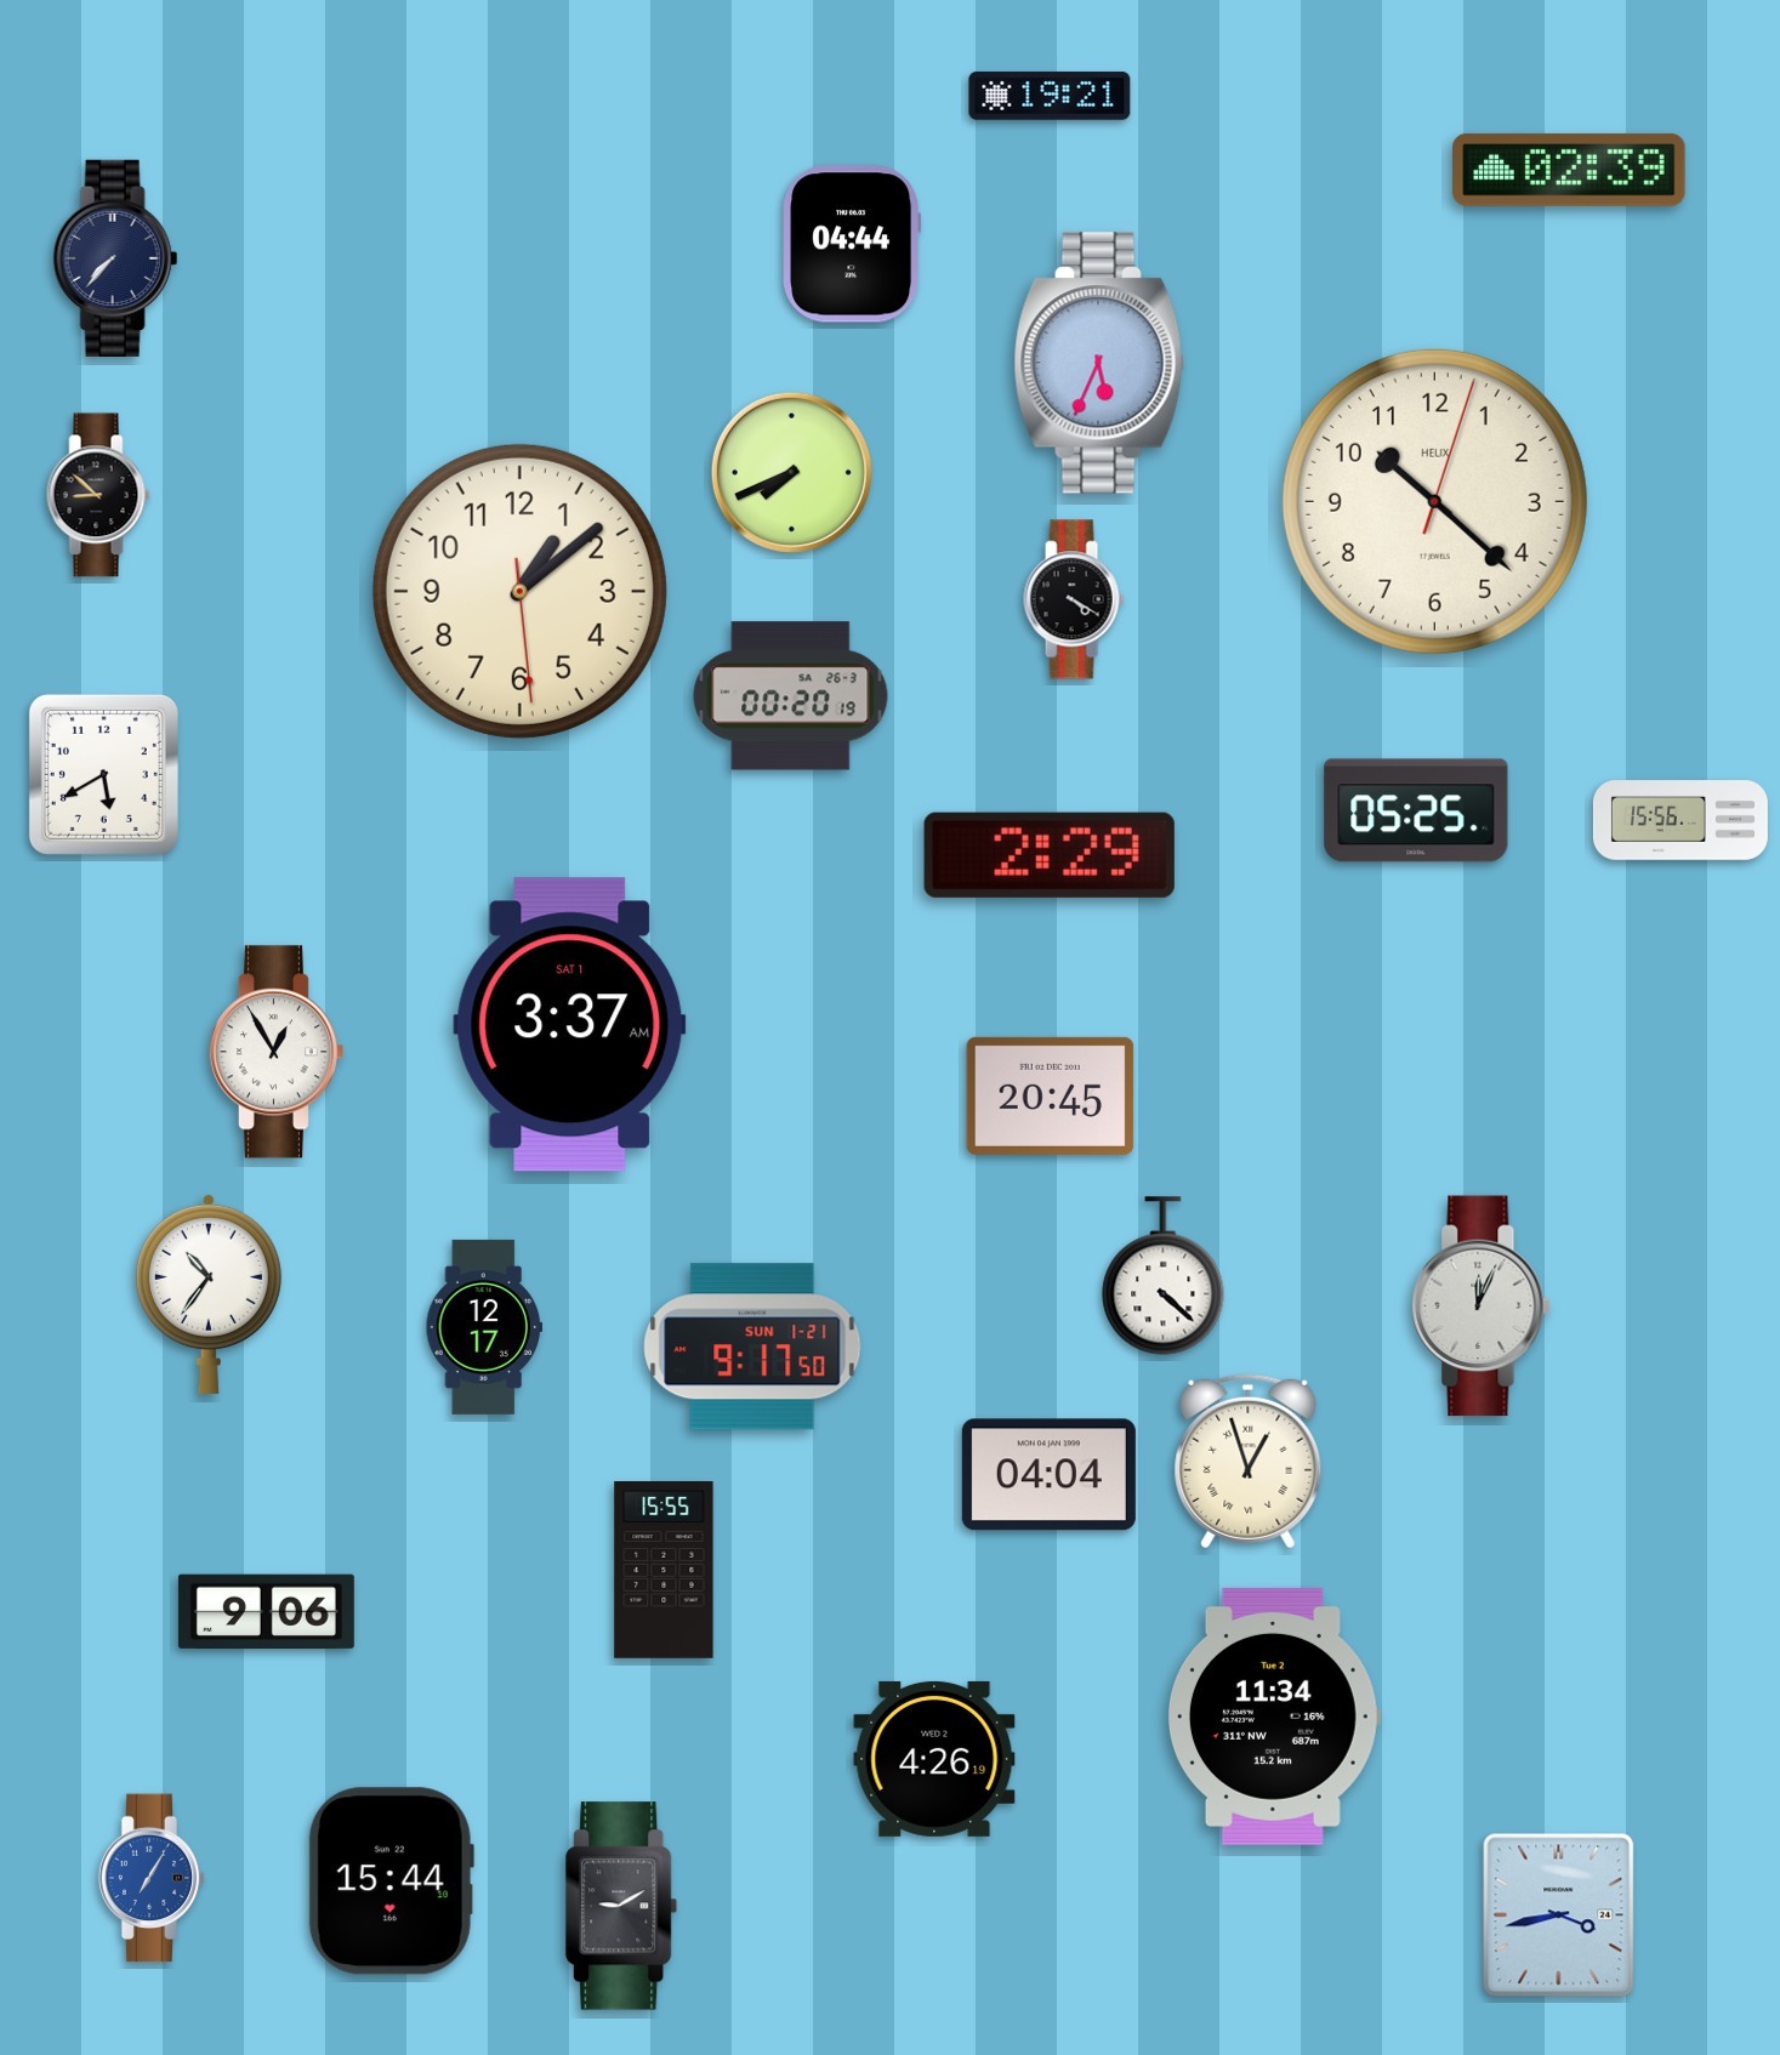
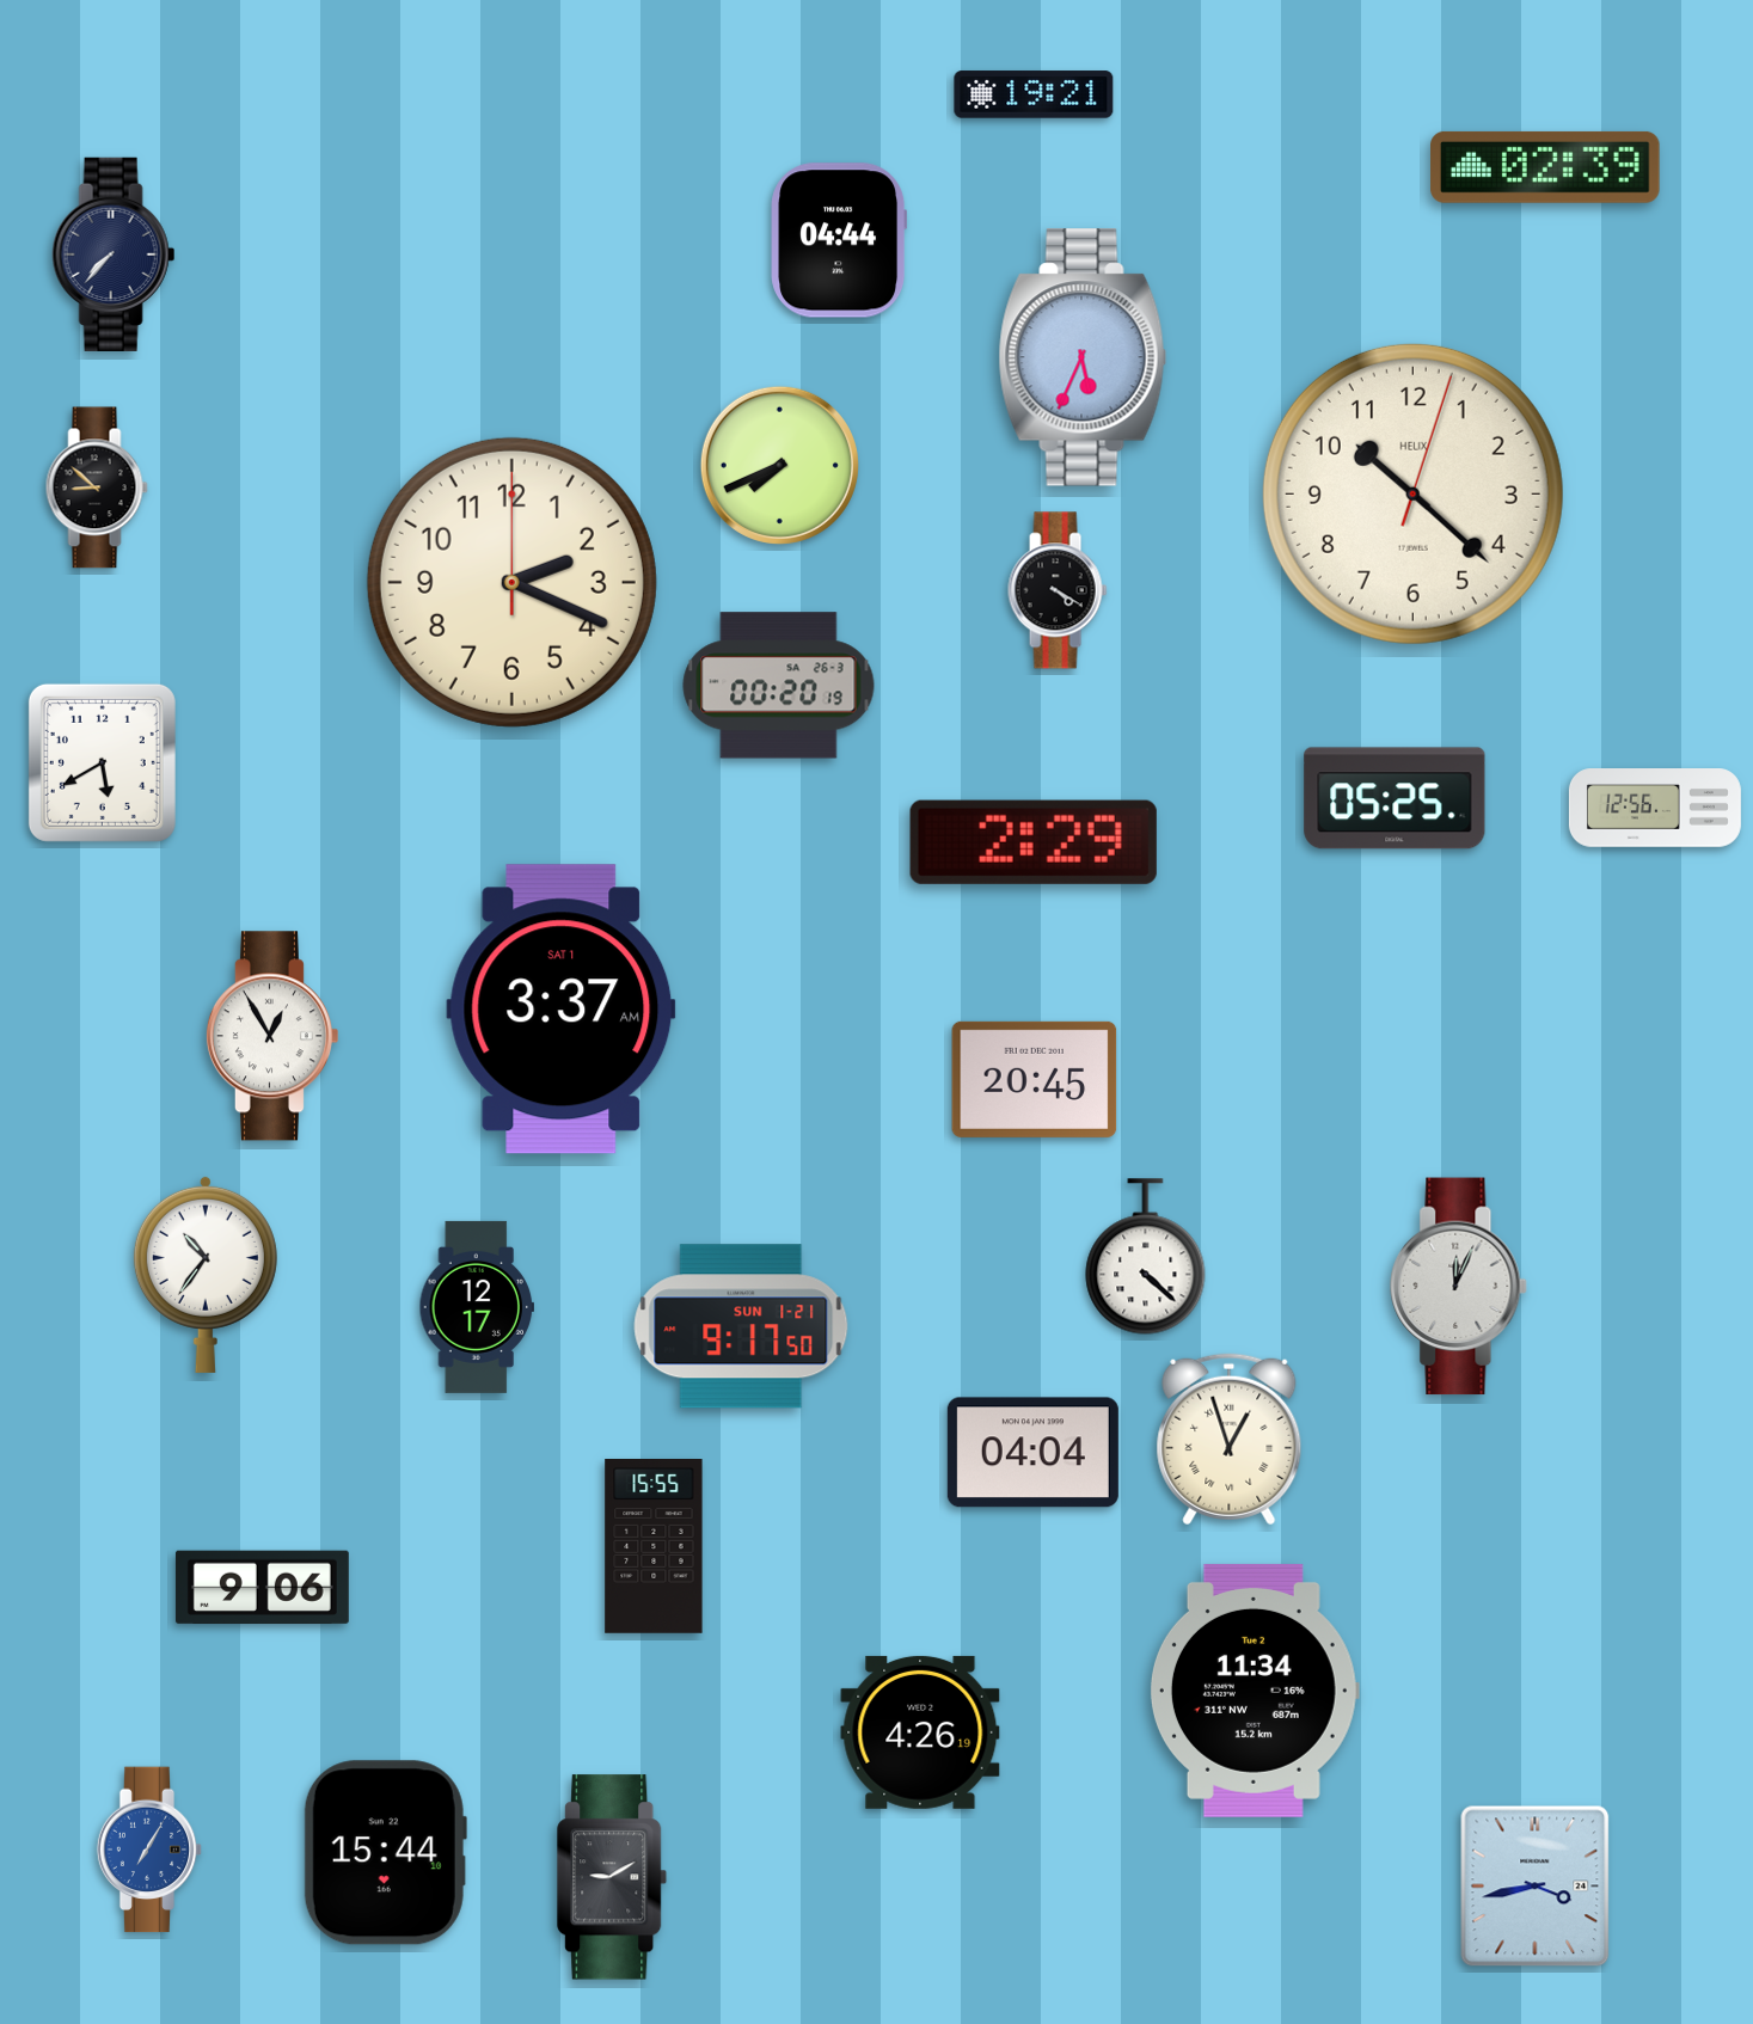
clock at (519, 591): 1:08 -> 2:19
clock at (1681, 820): 15:56 -> 12:56
